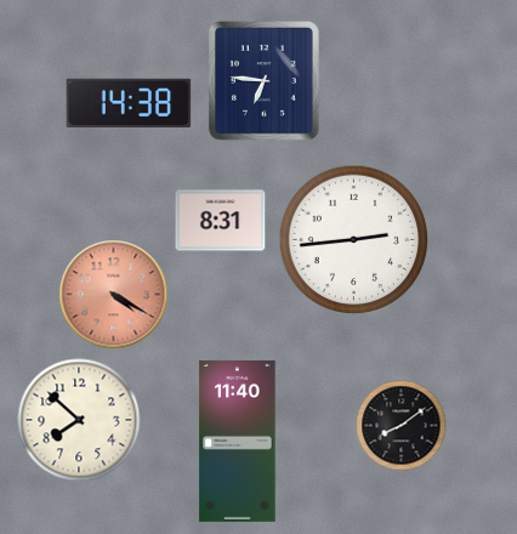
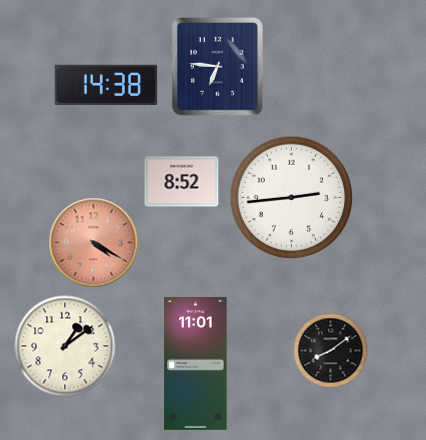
clock at (221, 221): 8:31 -> 8:52
clock at (79, 420): 7:52 -> 1:09
clock at (238, 441): 11:40 -> 11:01
